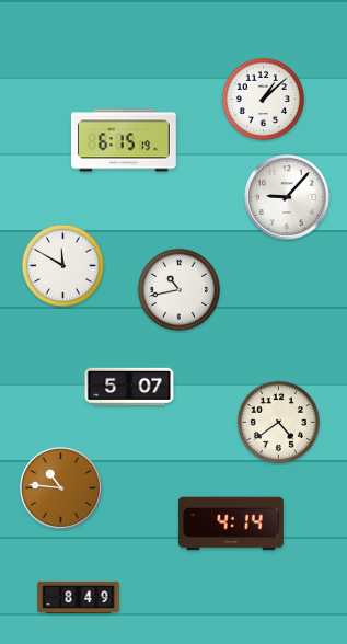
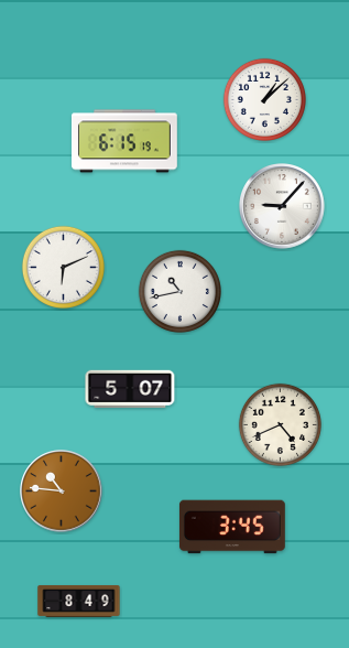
clock at (287, 197) position: (287, 197) -> (282, 206)
clock at (62, 265): 11:50 -> 6:11
clock at (278, 422): 4:39 -> 4:41
clock at (231, 524): 4:14 -> 3:45
